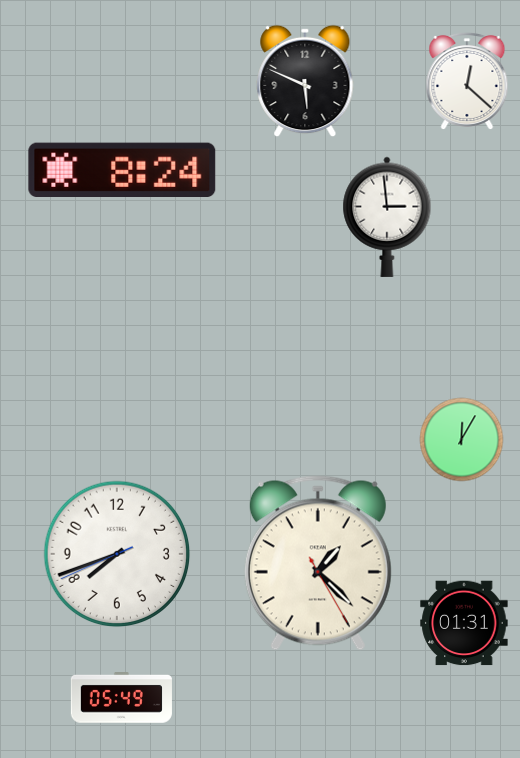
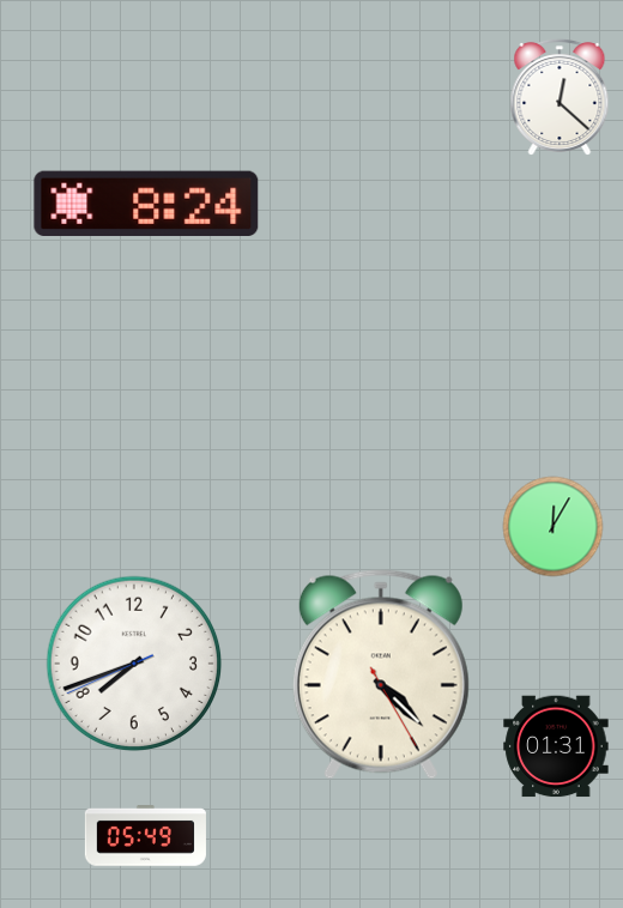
clock at (305, 81): 5:49 -> none
clock at (387, 217): 2:59 -> none
clock at (117, 554) position: (117, 554) -> (134, 664)
clock at (318, 563): 1:22 -> 4:22
